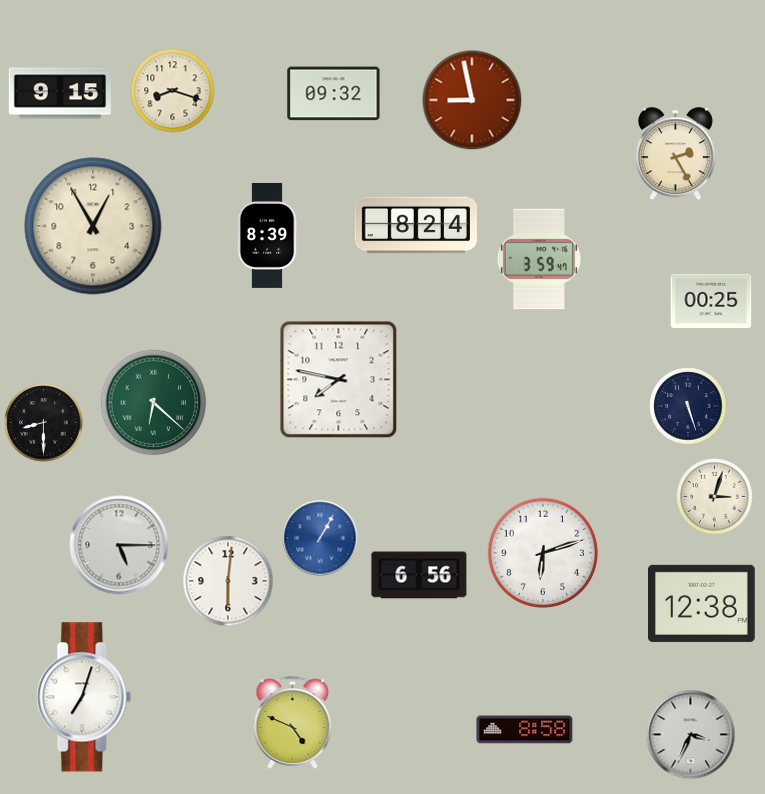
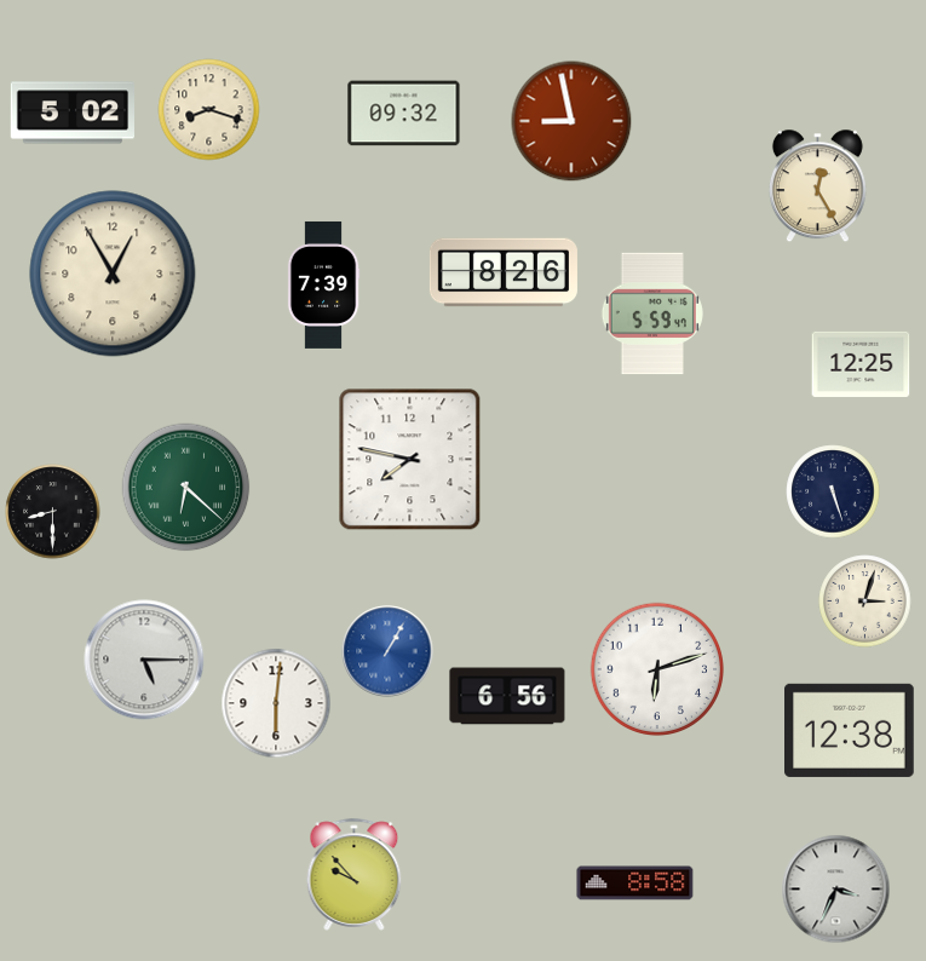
clock at (59, 93): 9:15 -> 5:02
clock at (675, 154): 2:25 -> 12:25
clock at (416, 225): 8:24 -> 8:26
clock at (267, 235): 8:39 -> 7:39
clock at (539, 259): 3:59 -> 5:59
clock at (711, 301): 00:25 -> 12:25
clock at (84, 697): 7:03 -> none
clock at (293, 722): 4:49 -> 9:53
